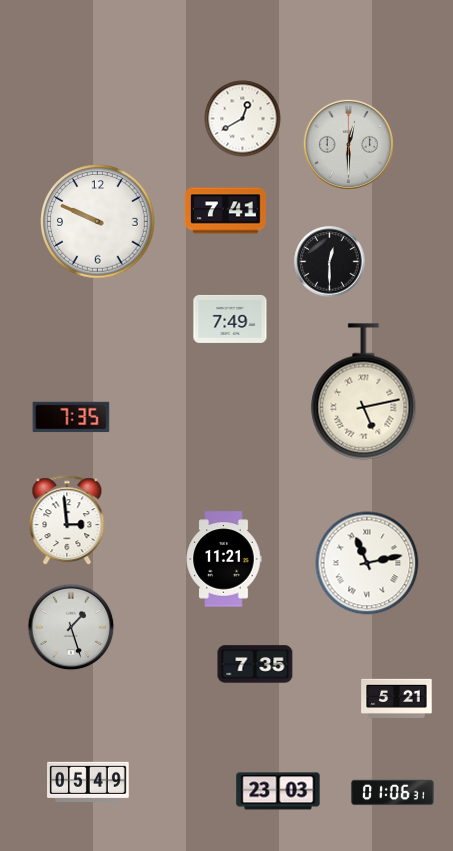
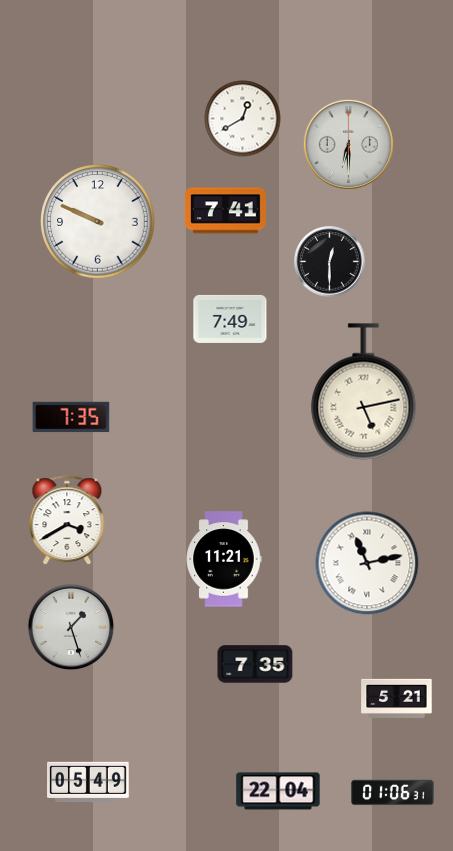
clock at (348, 144): 12:30 -> 6:30
clock at (67, 521): 2:59 -> 3:40
clock at (278, 791): 23:03 -> 22:04
